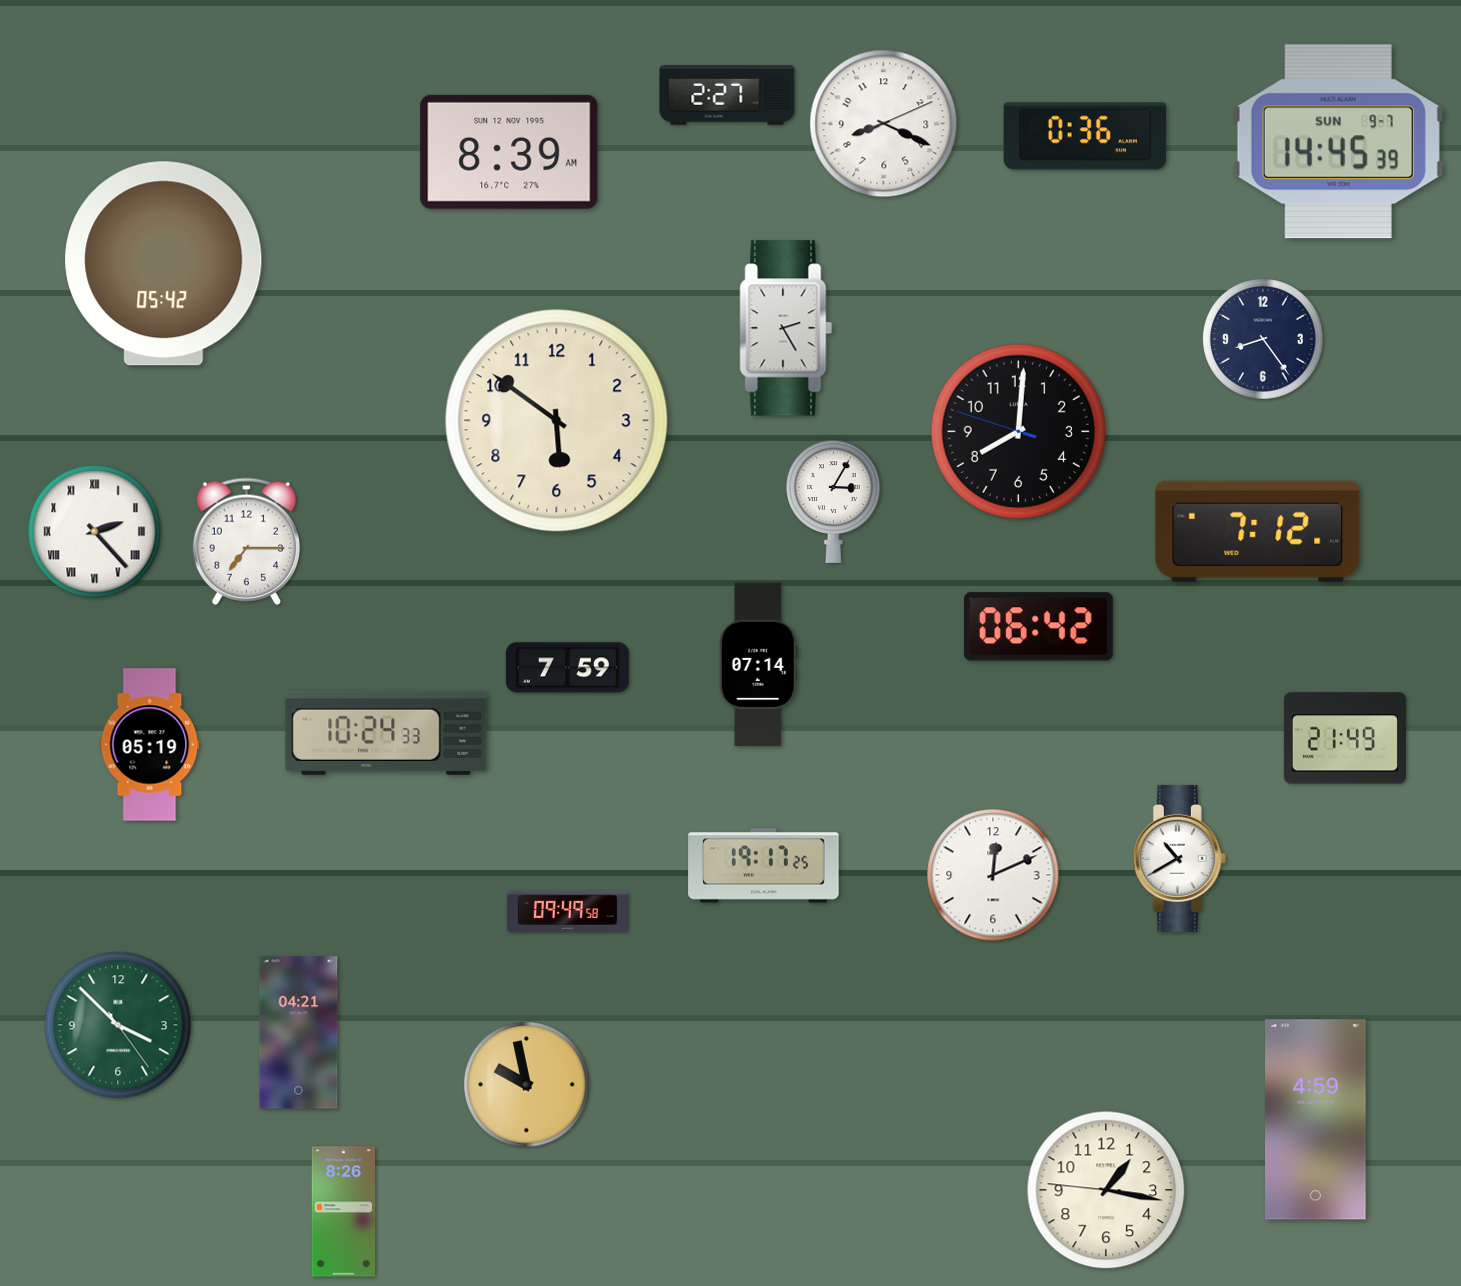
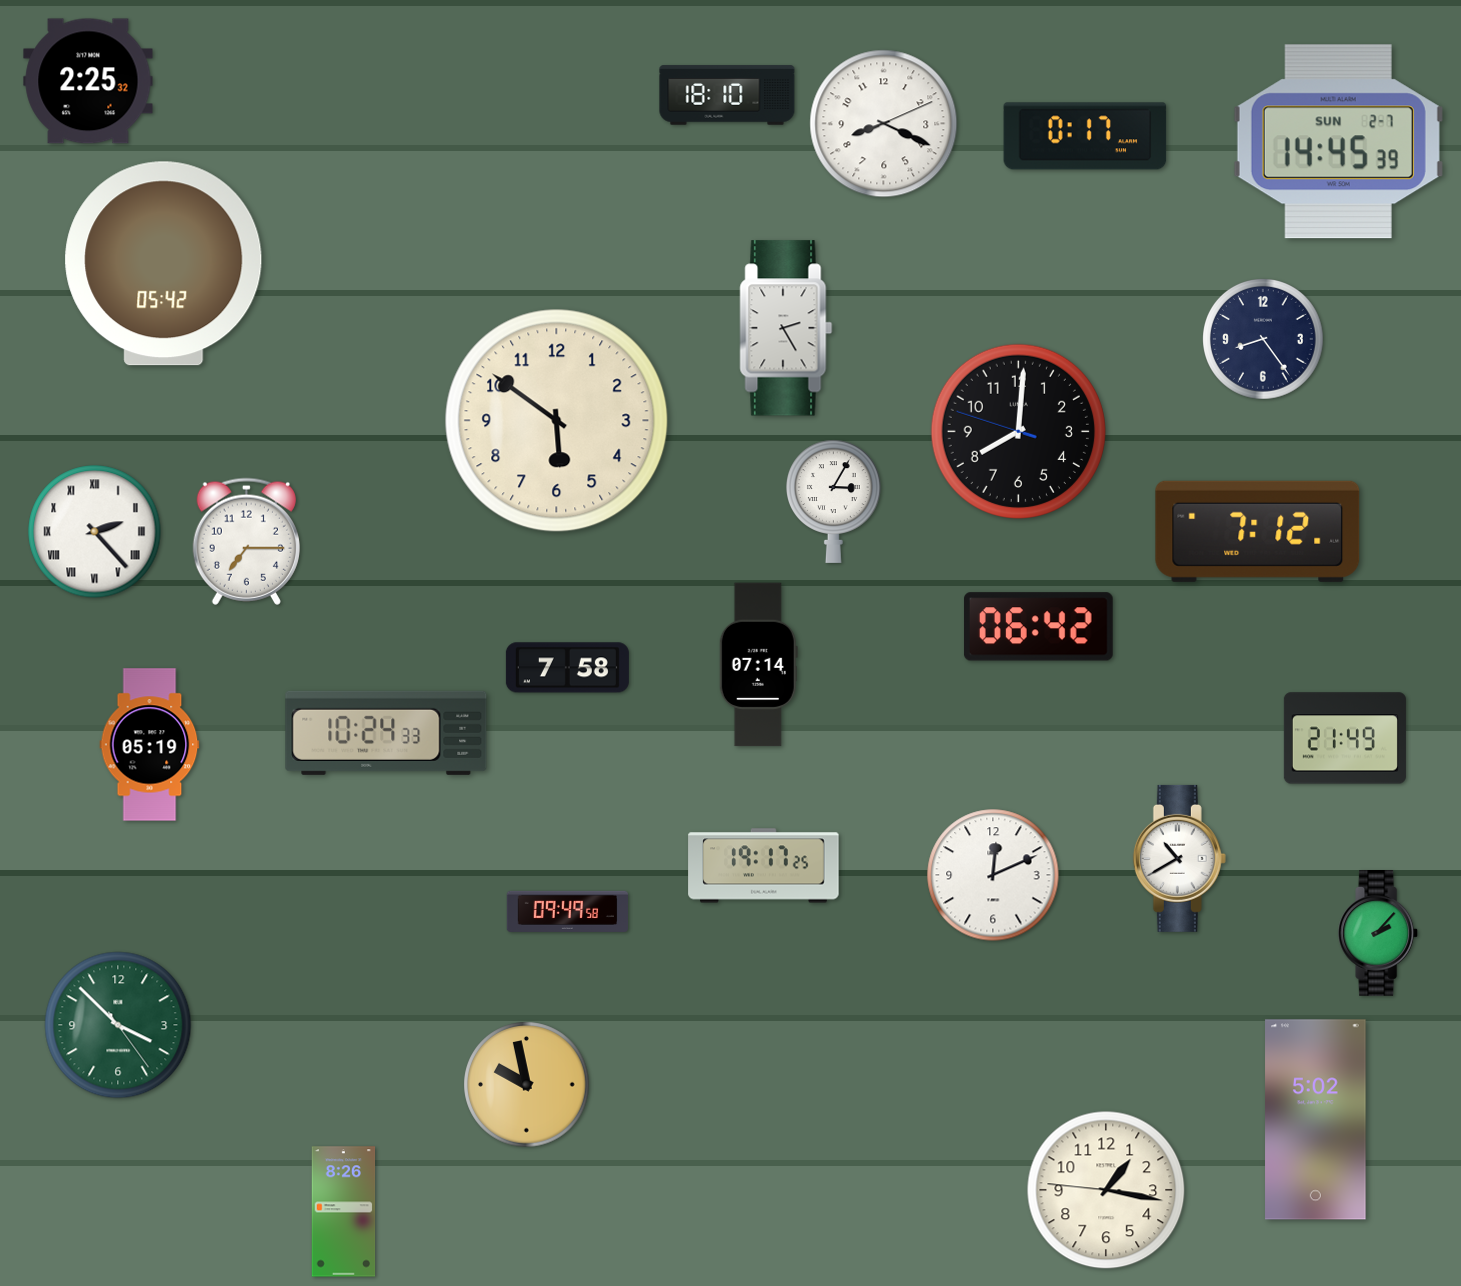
clock at (88, 81): none -> 2:25
clock at (727, 95): 2:27 -> 18:10
clock at (1085, 136): 0:36 -> 0:17
clock at (1338, 142) date: SUN 9-7 -> SUN 2-7
clock at (509, 152): 8:39 -> none
clock at (567, 668): 7:59 -> 7:58
clock at (1379, 934): none -> 2:07
clock at (299, 1033): 04:21 -> none
clock at (1316, 1120): 4:59 -> 5:02
